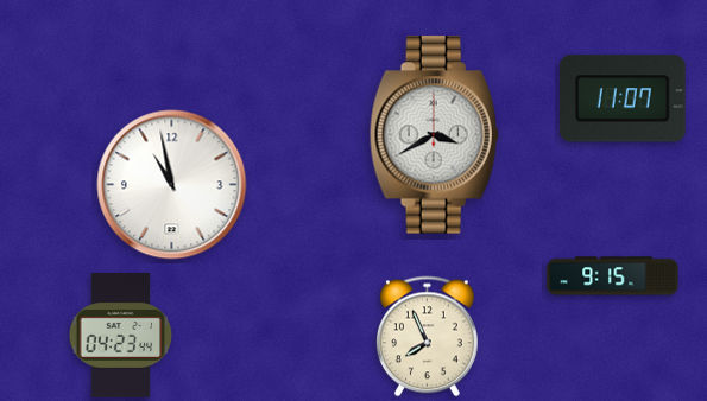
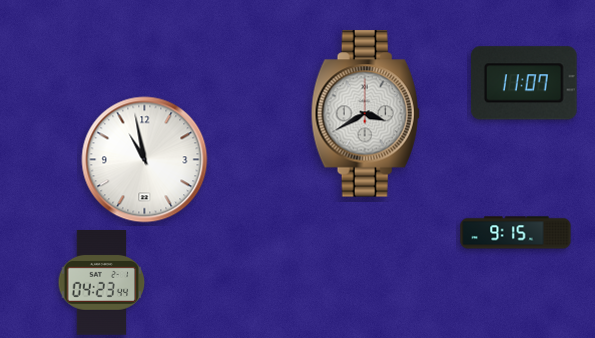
clock at (172, 185) position: (172, 185) -> (145, 160)
clock at (428, 337): 7:56 -> none
